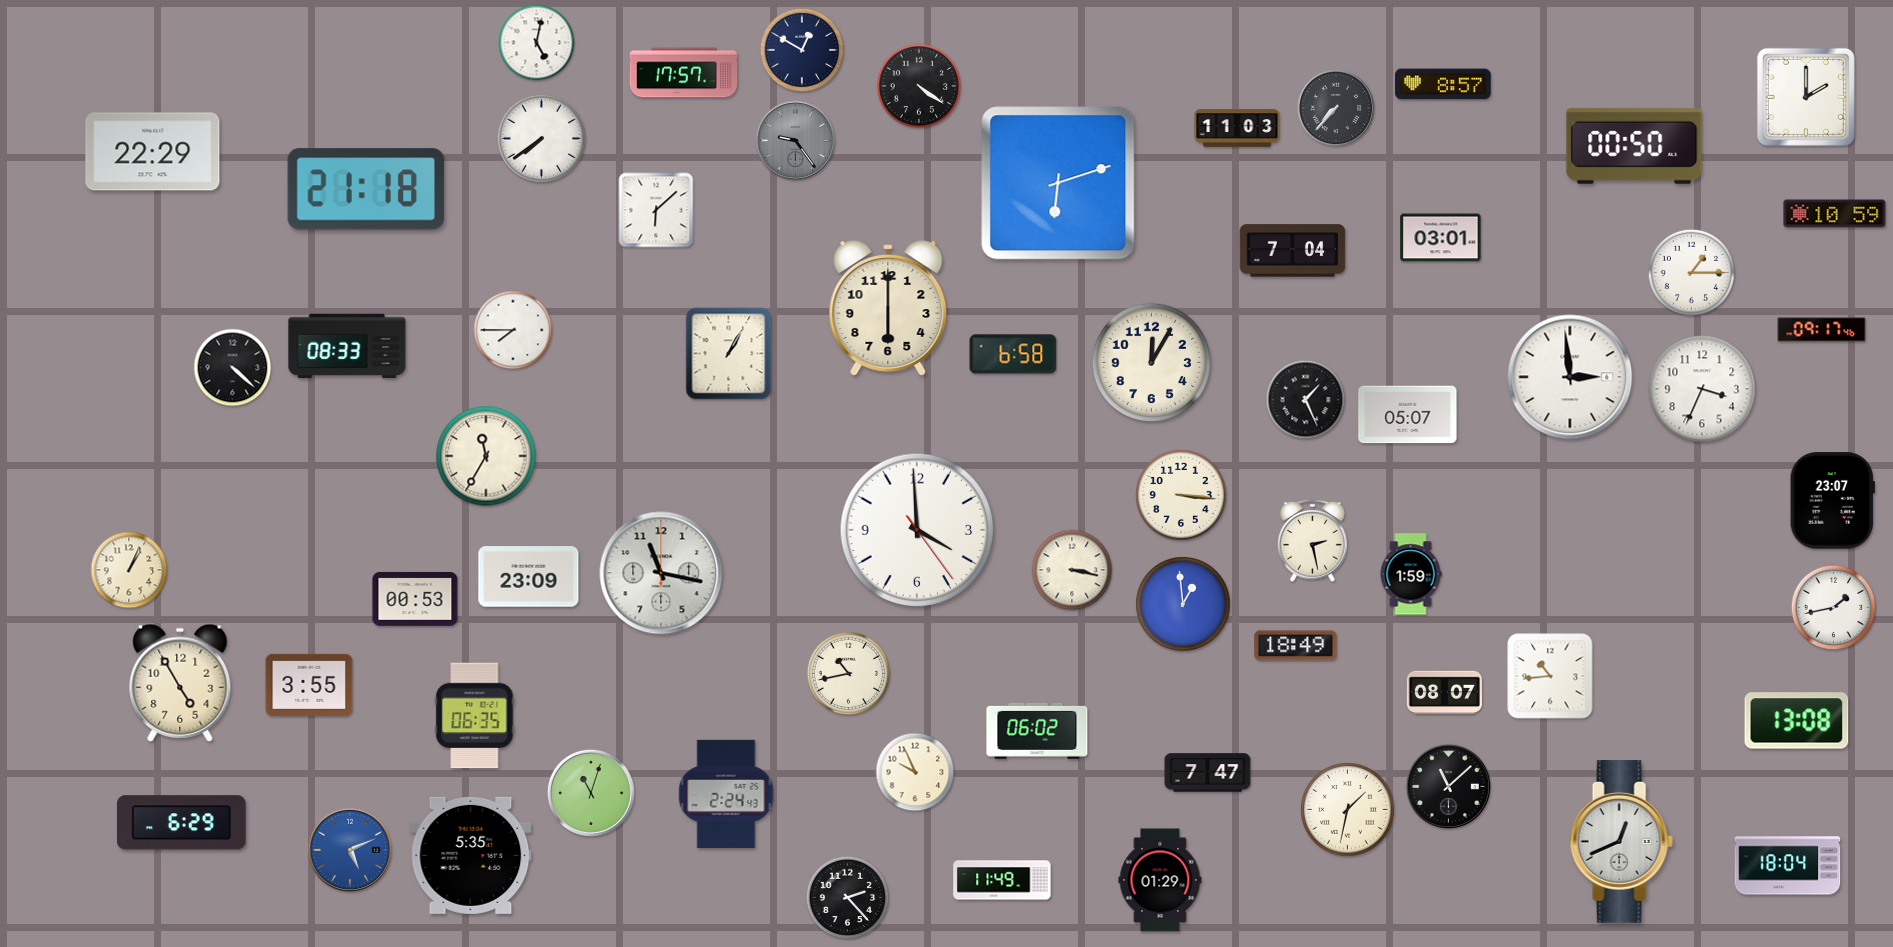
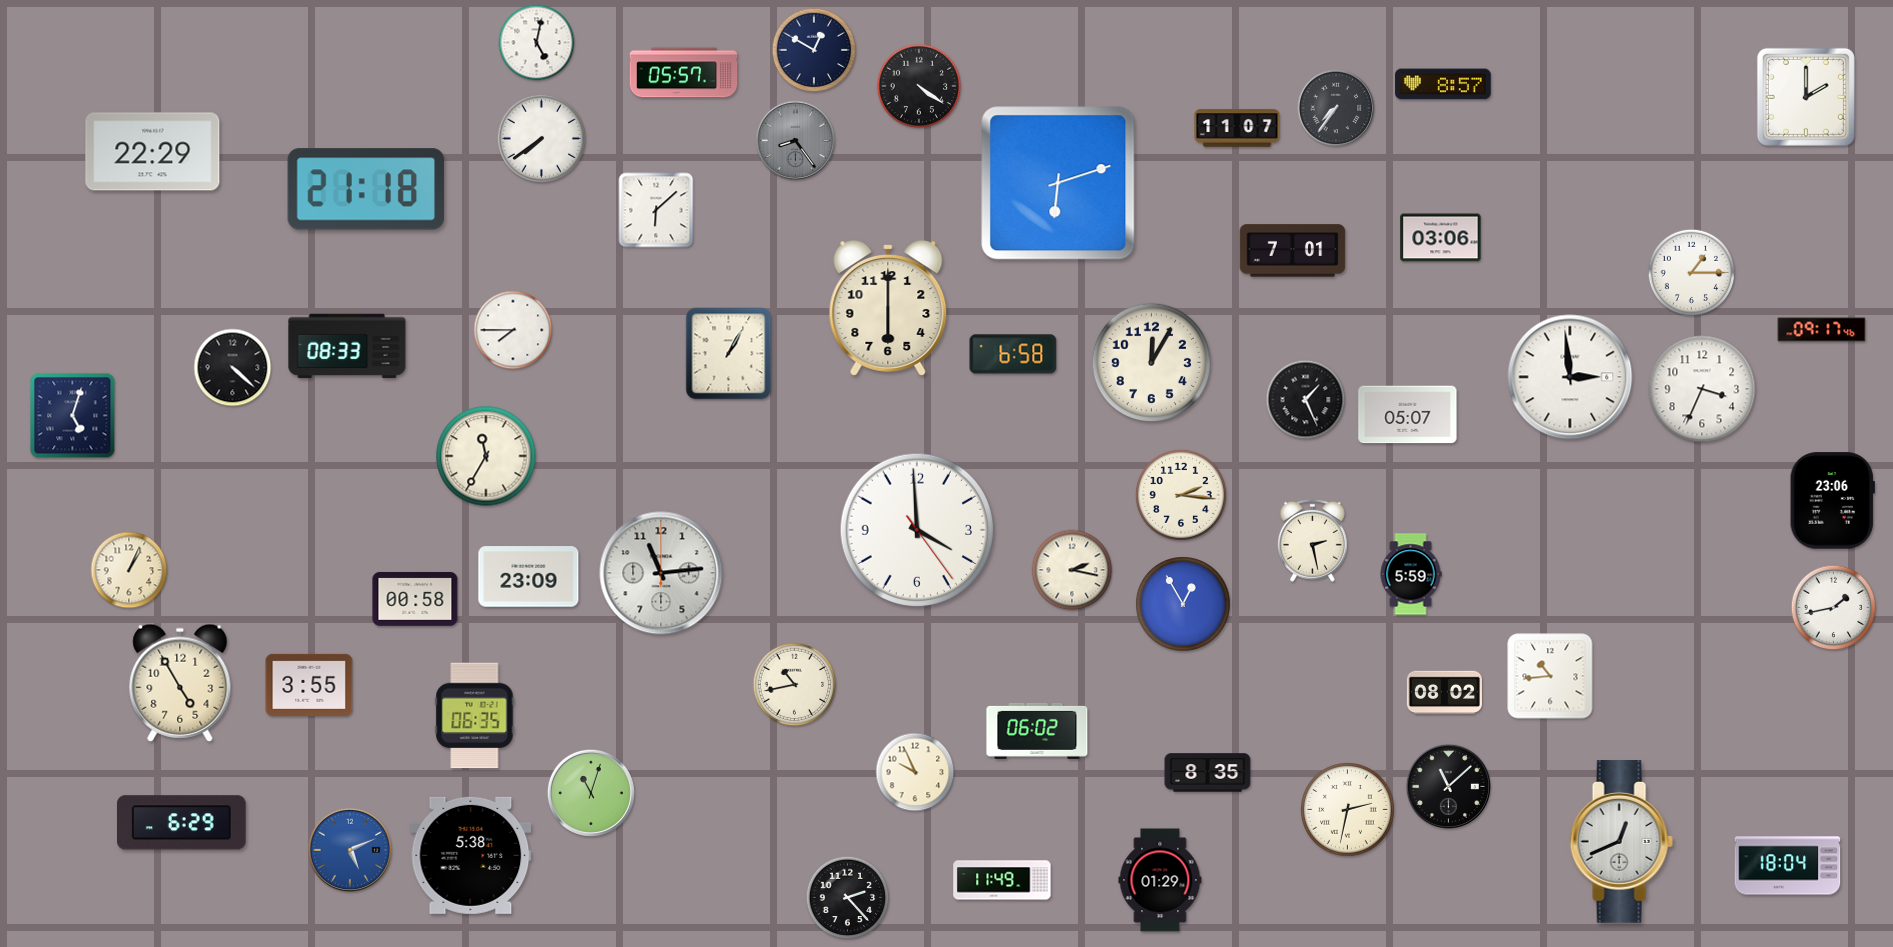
clock at (802, 50) position: (802, 50) -> (814, 50)
clock at (684, 73): 17:57 -> 05:57
clock at (1336, 108): 7:37 -> 7:36
clock at (1237, 128): 11:03 -> 11:07
clock at (796, 141): 9:24 -> 8:24
clock at (1634, 146): 00:50 -> none
clock at (1835, 214): 10:59 -> none
clock at (1441, 238): 03:01 -> 03:06
clock at (1293, 251): 7:04 -> 7:01
clock at (73, 416): none -> 5:03
clock at (1181, 495): 3:16 -> 2:16
clock at (1832, 501): 23:07 -> 23:06
clock at (1072, 570): 3:17 -> 2:17
clock at (661, 573): 11:17 -> 11:14
clock at (1411, 574): 1:59 -> 5:59
clock at (415, 599): 00:53 -> 00:58
clock at (1183, 604): 12:59 -> 12:55
clock at (1296, 646): 18:49 -> none
clock at (849, 674) position: (849, 674) -> (795, 685)
clock at (1444, 693): 08:07 -> 08:02
clock at (1797, 721): 13:08 -> none
clock at (1208, 773): 7:47 -> 8:35
clock at (726, 794): 2:24 -> none
clock at (1348, 810): 1:32 -> 2:32
clock at (471, 855): 5:35 -> 5:38
